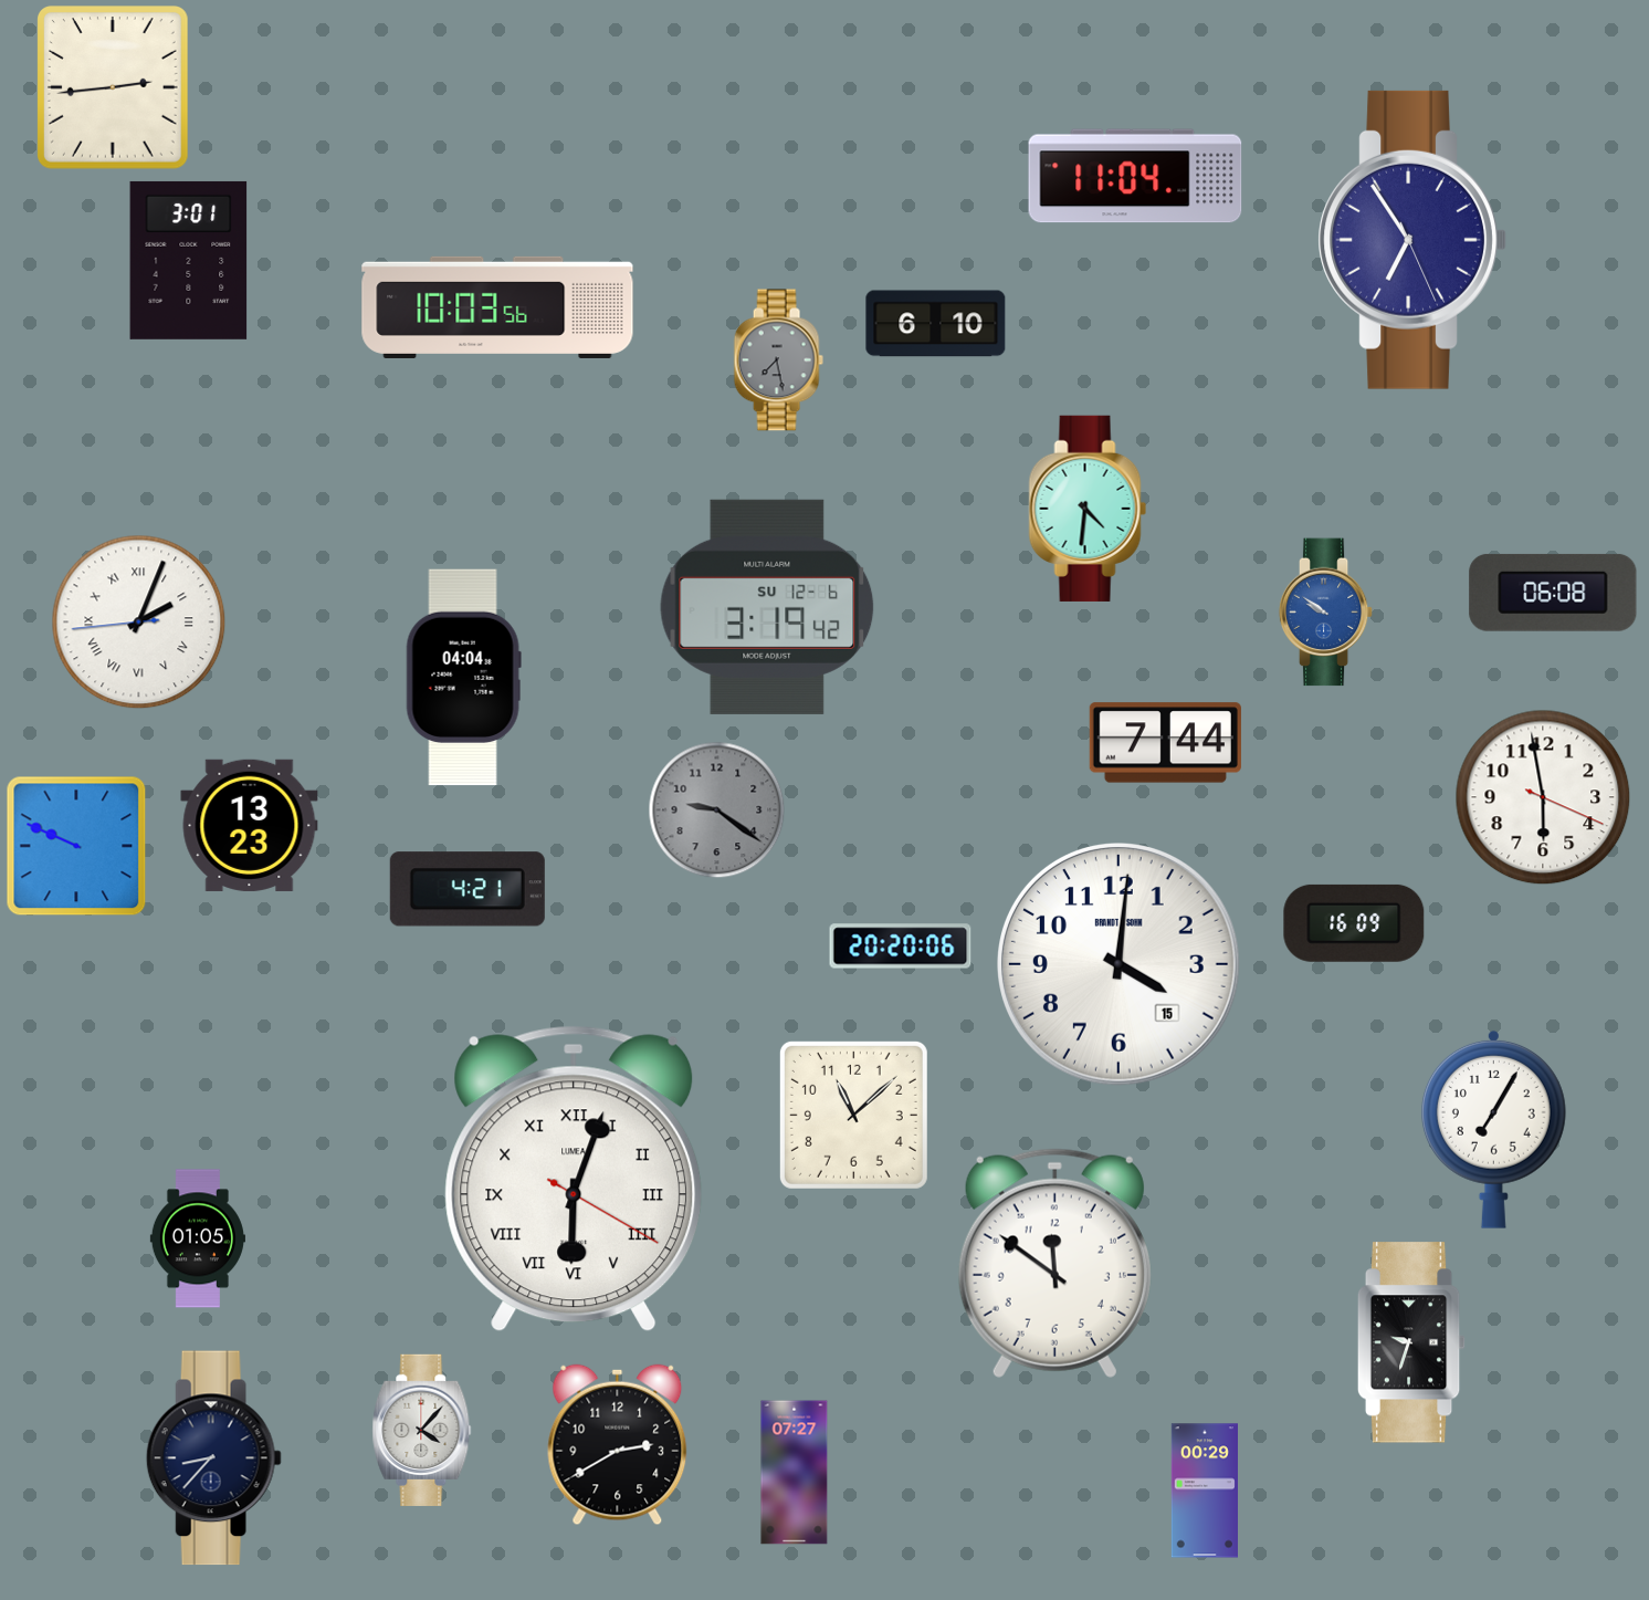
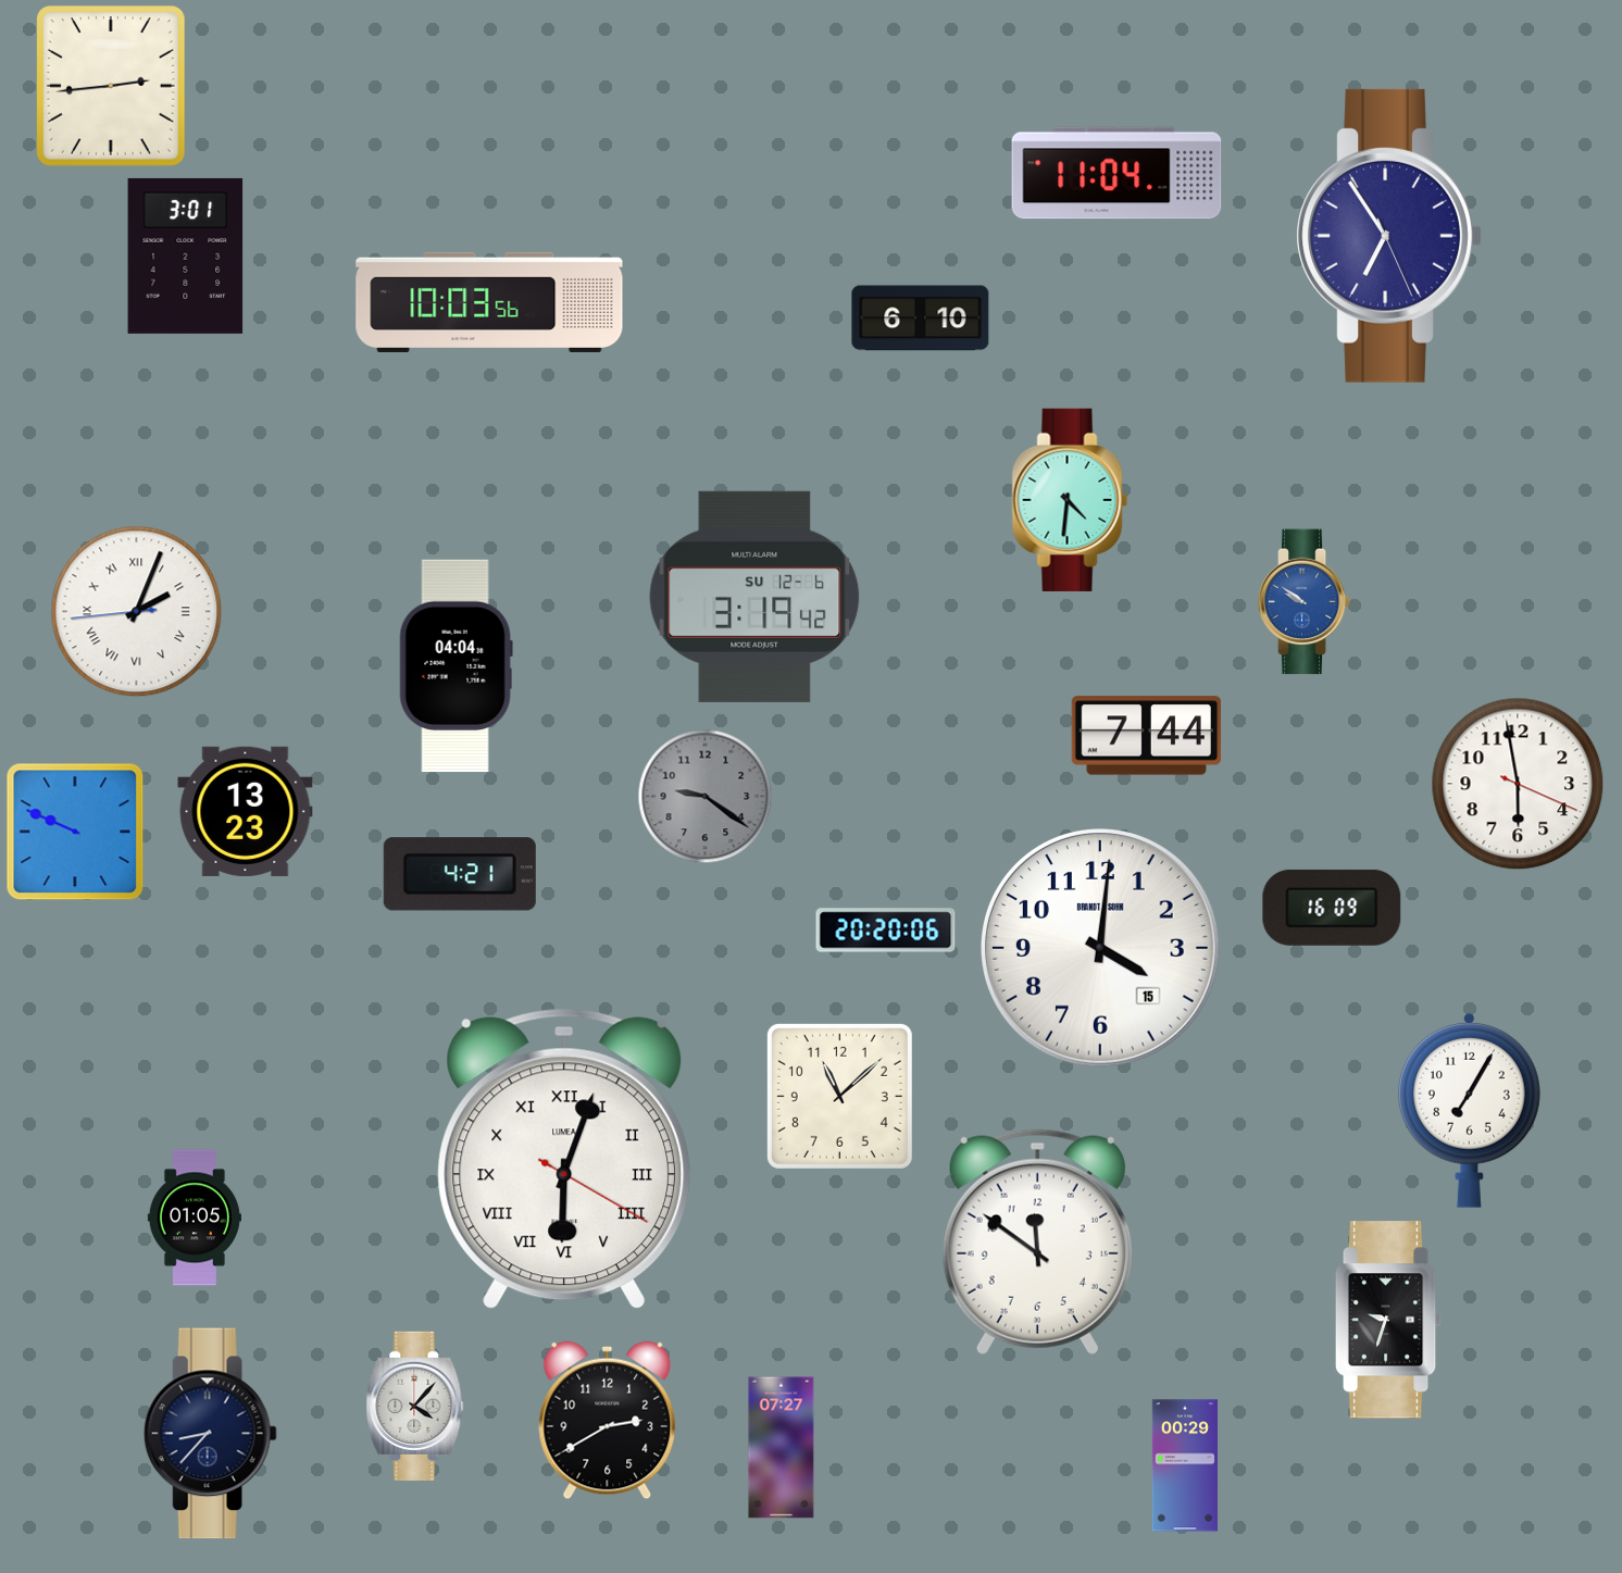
clock at (778, 360): 7:28 -> none
clock at (1553, 593): 06:08 -> none
clock at (1165, 743) position: (1165, 743) -> (1146, 736)
